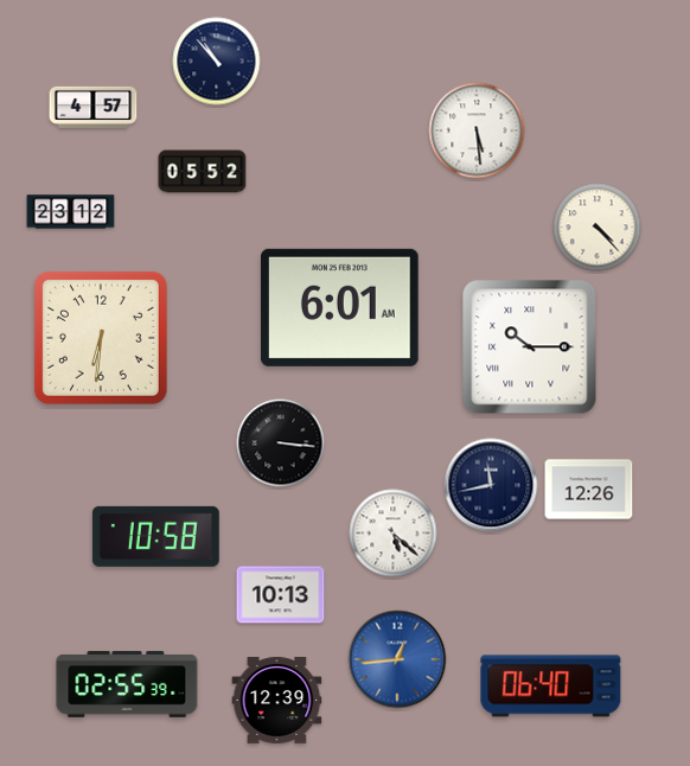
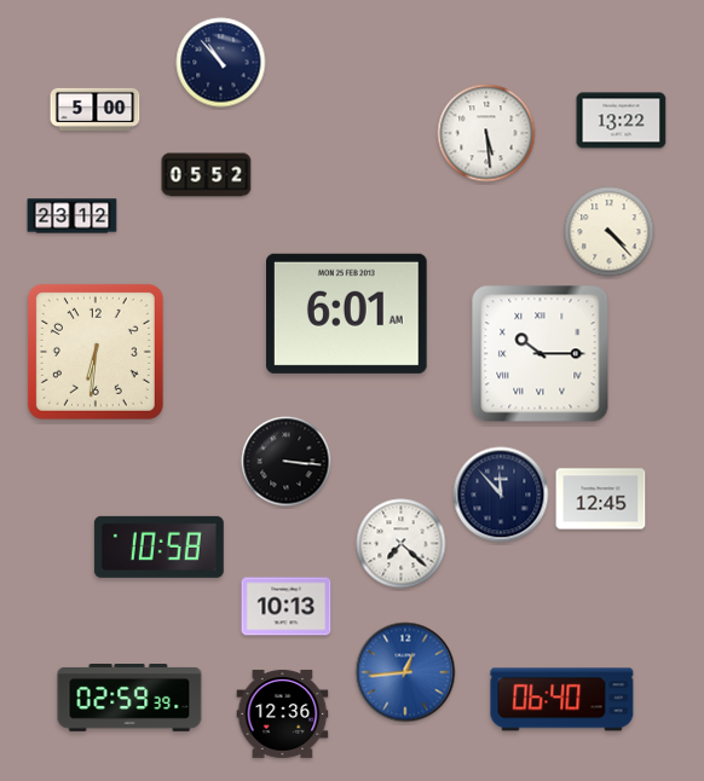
clock at (94, 107): 4:57 -> 5:00
clock at (622, 121): none -> 13:22
clock at (101, 338) position: (101, 338) -> (96, 352)
clock at (281, 443) position: (281, 443) -> (287, 462)
clock at (491, 485): 11:43 -> 11:53
clock at (589, 490): 12:26 -> 12:45
clock at (394, 534): 5:22 -> 7:22
clock at (127, 685): 02:55 -> 02:59
clock at (277, 700): 12:39 -> 12:36
